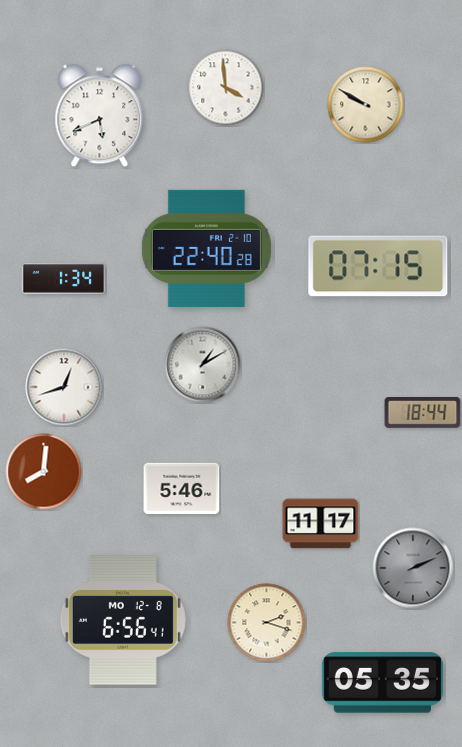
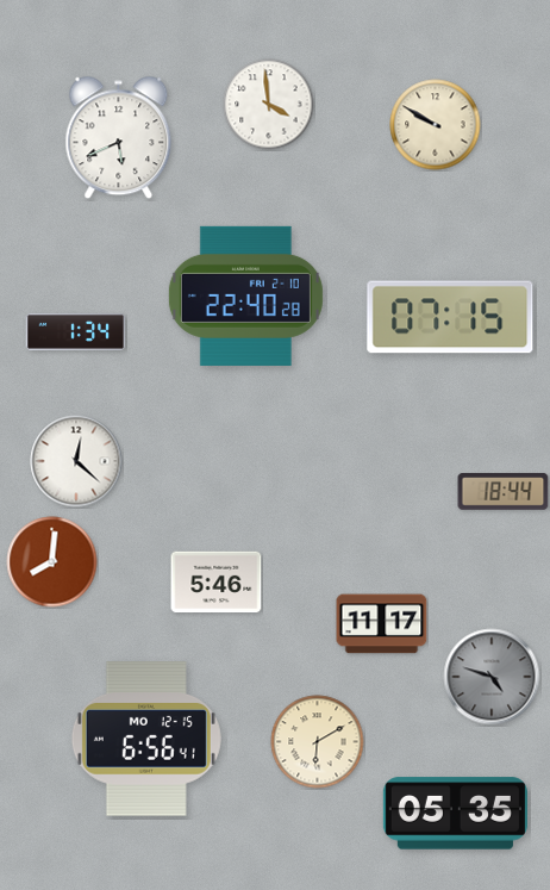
clock at (203, 365): 1:10 -> none
clock at (64, 387): 12:42 -> 12:22
clock at (413, 568): 2:11 -> 4:48
clock at (123, 620) date: MO 12-8 -> MO 12-15
clock at (267, 623): 2:18 -> 6:10
